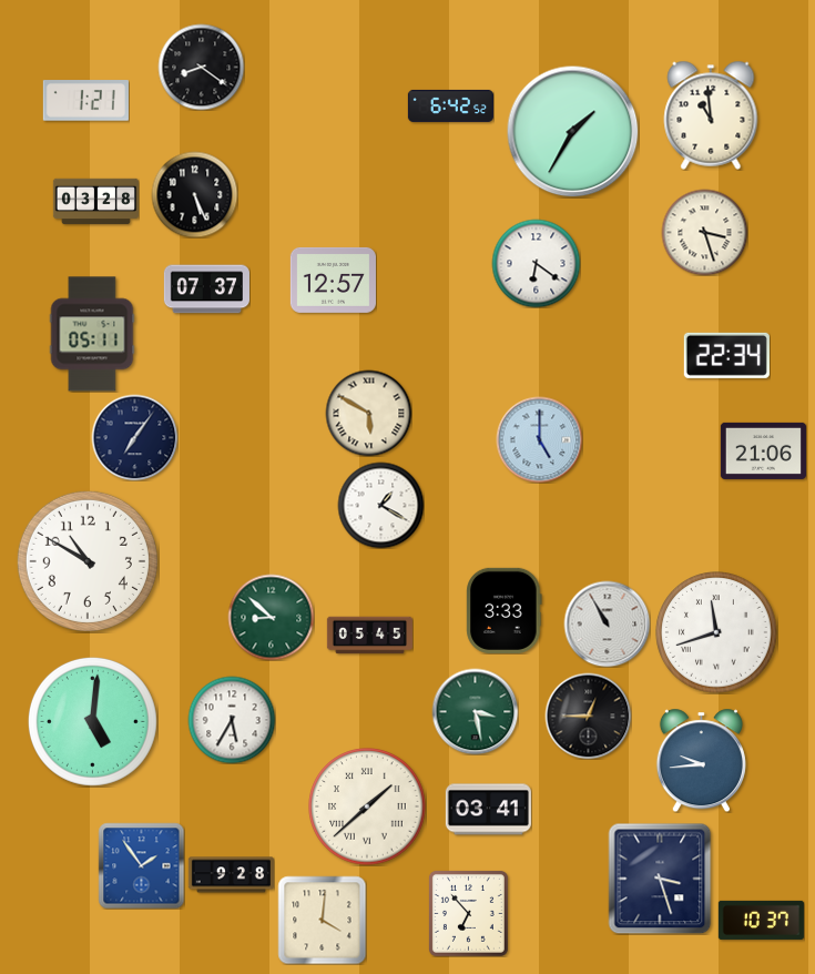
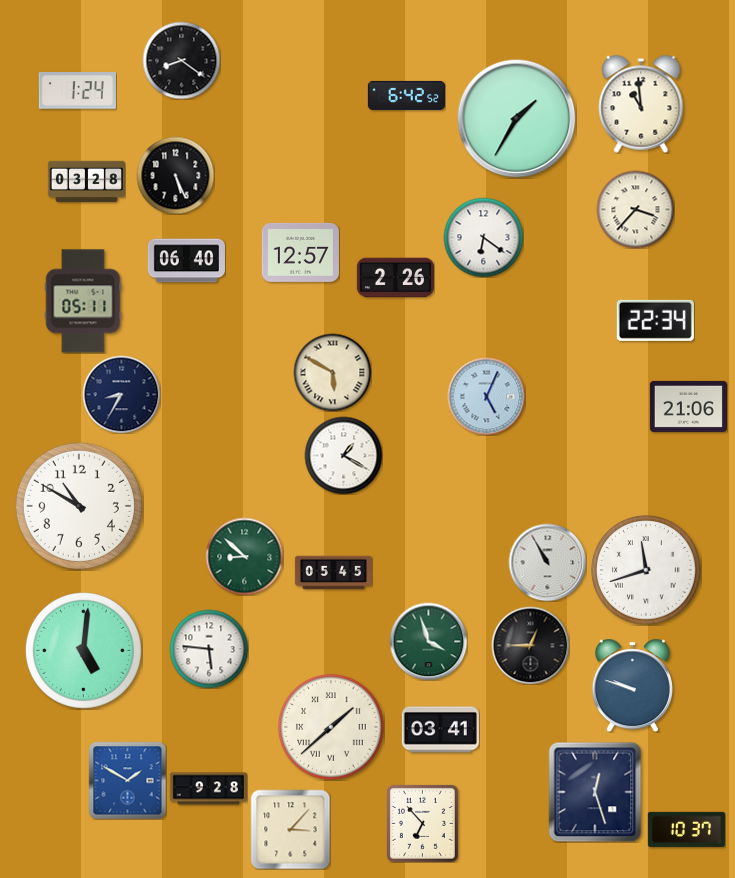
clock at (85, 101): 1:21 -> 1:24
clock at (704, 232): 3:27 -> 3:37
clock at (206, 290): 07:37 -> 06:40
clock at (395, 278): none -> 2:26
clock at (134, 437): 7:06 -> 8:35
clock at (539, 439): 5:00 -> 5:04
clock at (505, 610): 3:33 -> none
clock at (475, 711): 3:28 -> 3:57
clock at (232, 720): 5:35 -> 5:46
clock at (701, 760): 9:44 -> 9:48
clock at (141, 865): 1:54 -> 1:50
clock at (660, 879): 3:27 -> 12:27
clock at (322, 920): 4:01 -> 3:07
